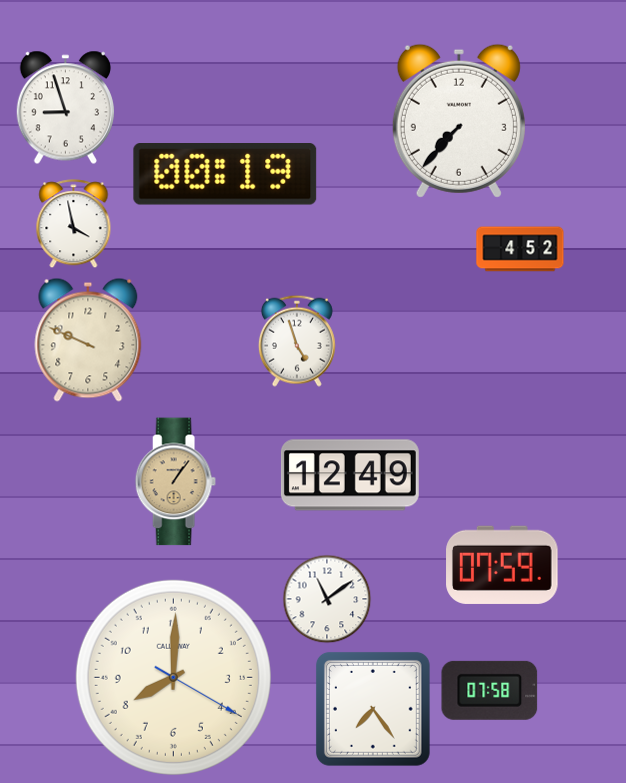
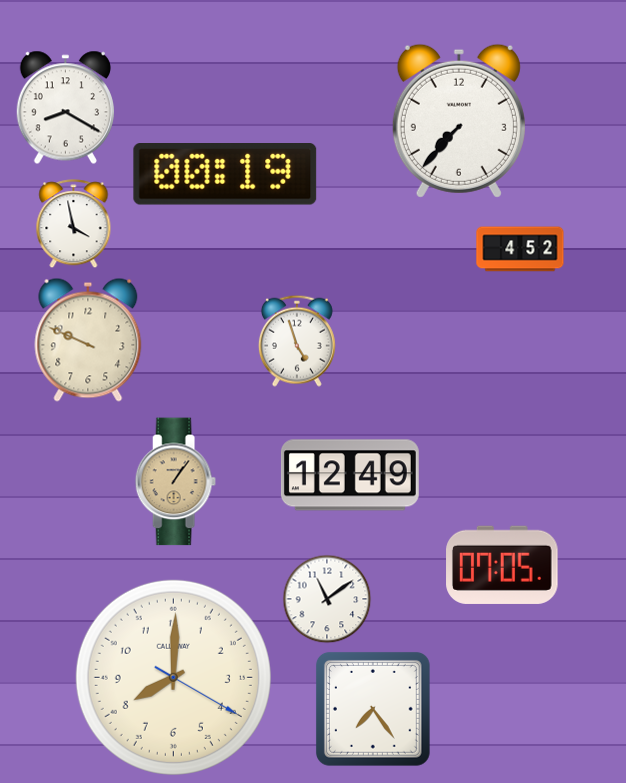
clock at (65, 108): 8:57 -> 8:20
clock at (502, 565): 07:59 -> 07:05
clock at (490, 690): 07:58 -> none
